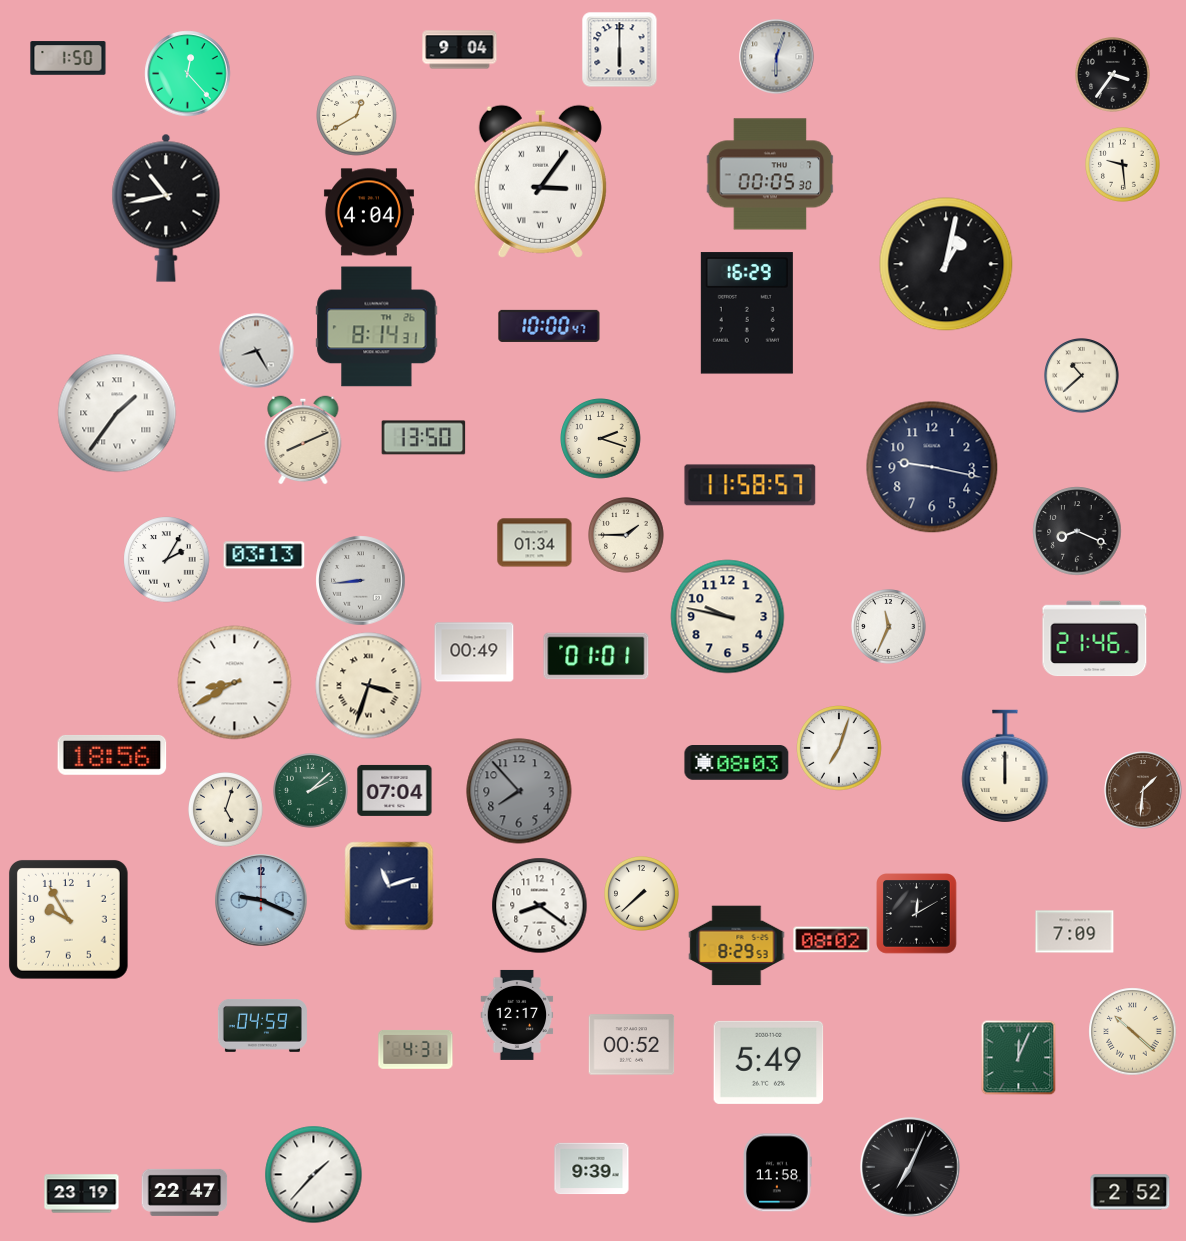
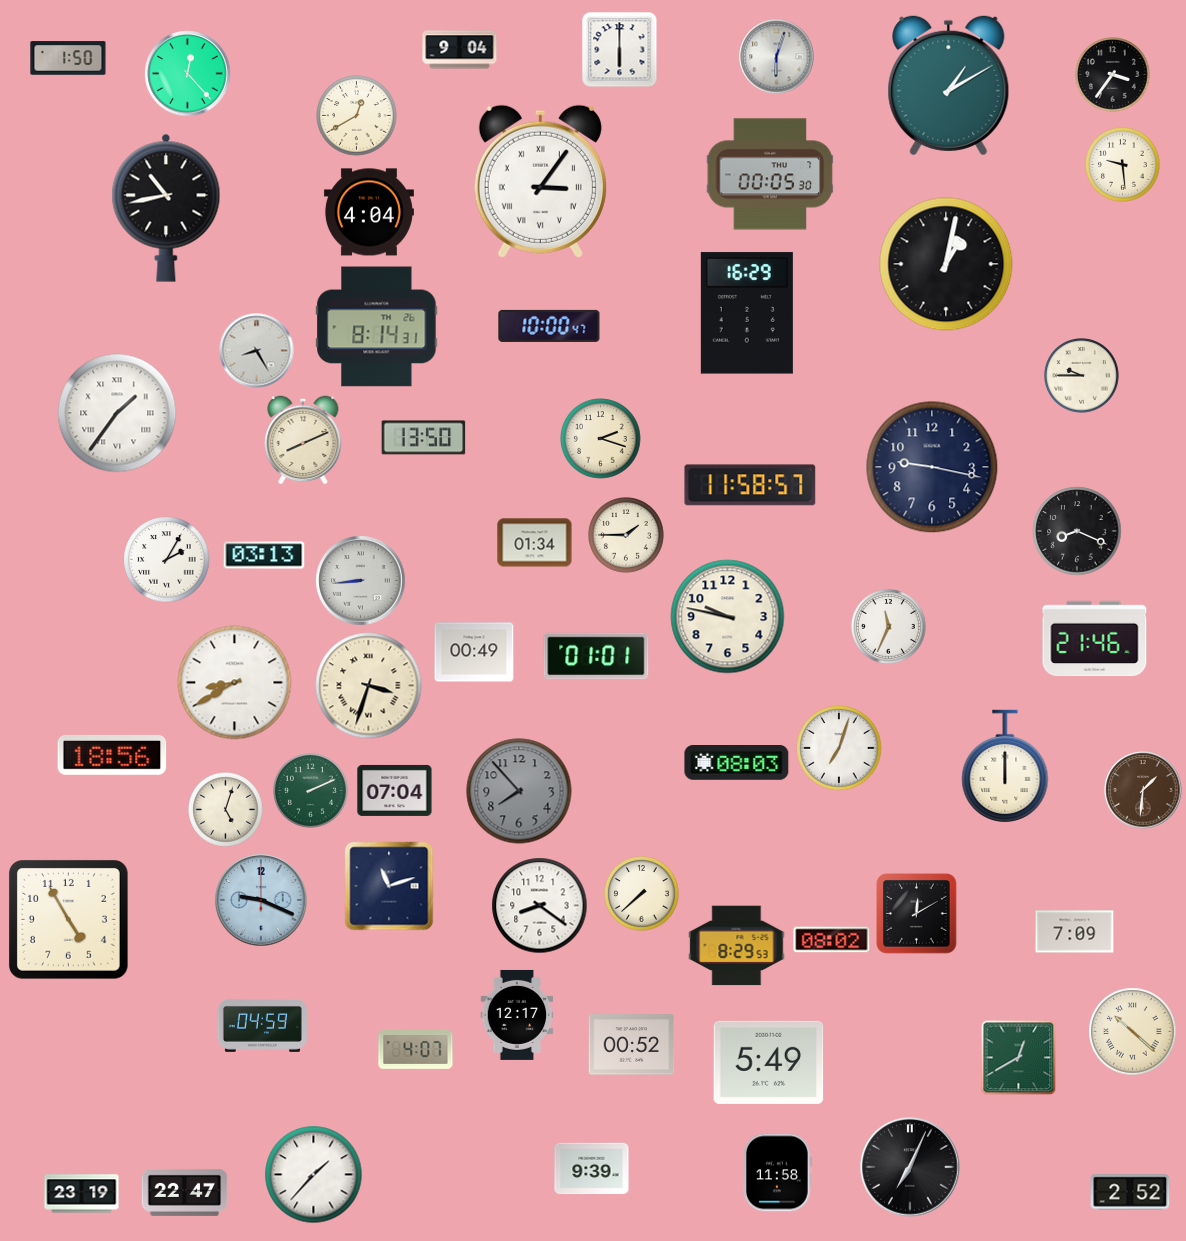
clock at (949, 86): none -> 1:10
clock at (1082, 376): 10:38 -> 9:45
clock at (311, 791): 2:08 -> 2:11
clock at (68, 919): 9:55 -> 4:55
clock at (416, 1049): 4:31 -> 4:07
clock at (1019, 1058): 12:04 -> 12:40
